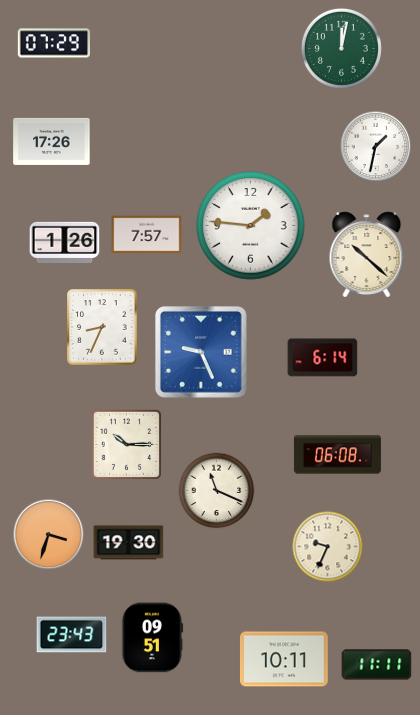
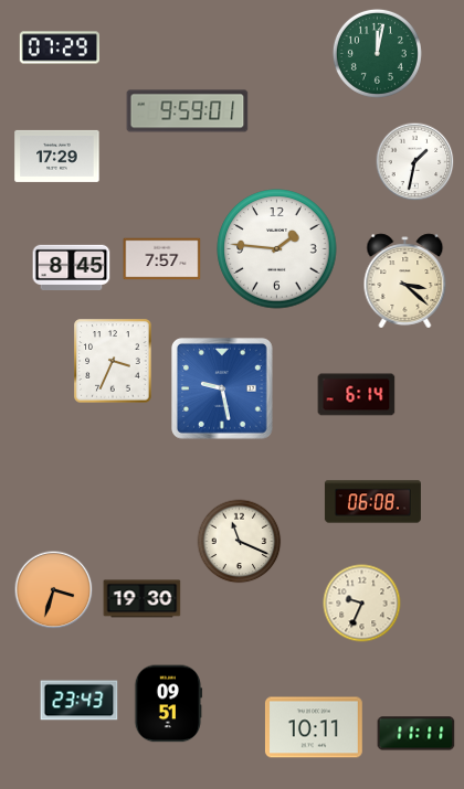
clock at (188, 111): none -> 9:59
clock at (52, 141): 17:26 -> 17:29
clock at (65, 242): 1:26 -> 8:45
clock at (367, 255): 10:22 -> 3:22
clock at (102, 327): 8:34 -> 3:34
clock at (202, 353): 9:26 -> 9:28
clock at (126, 444): 10:15 -> none
